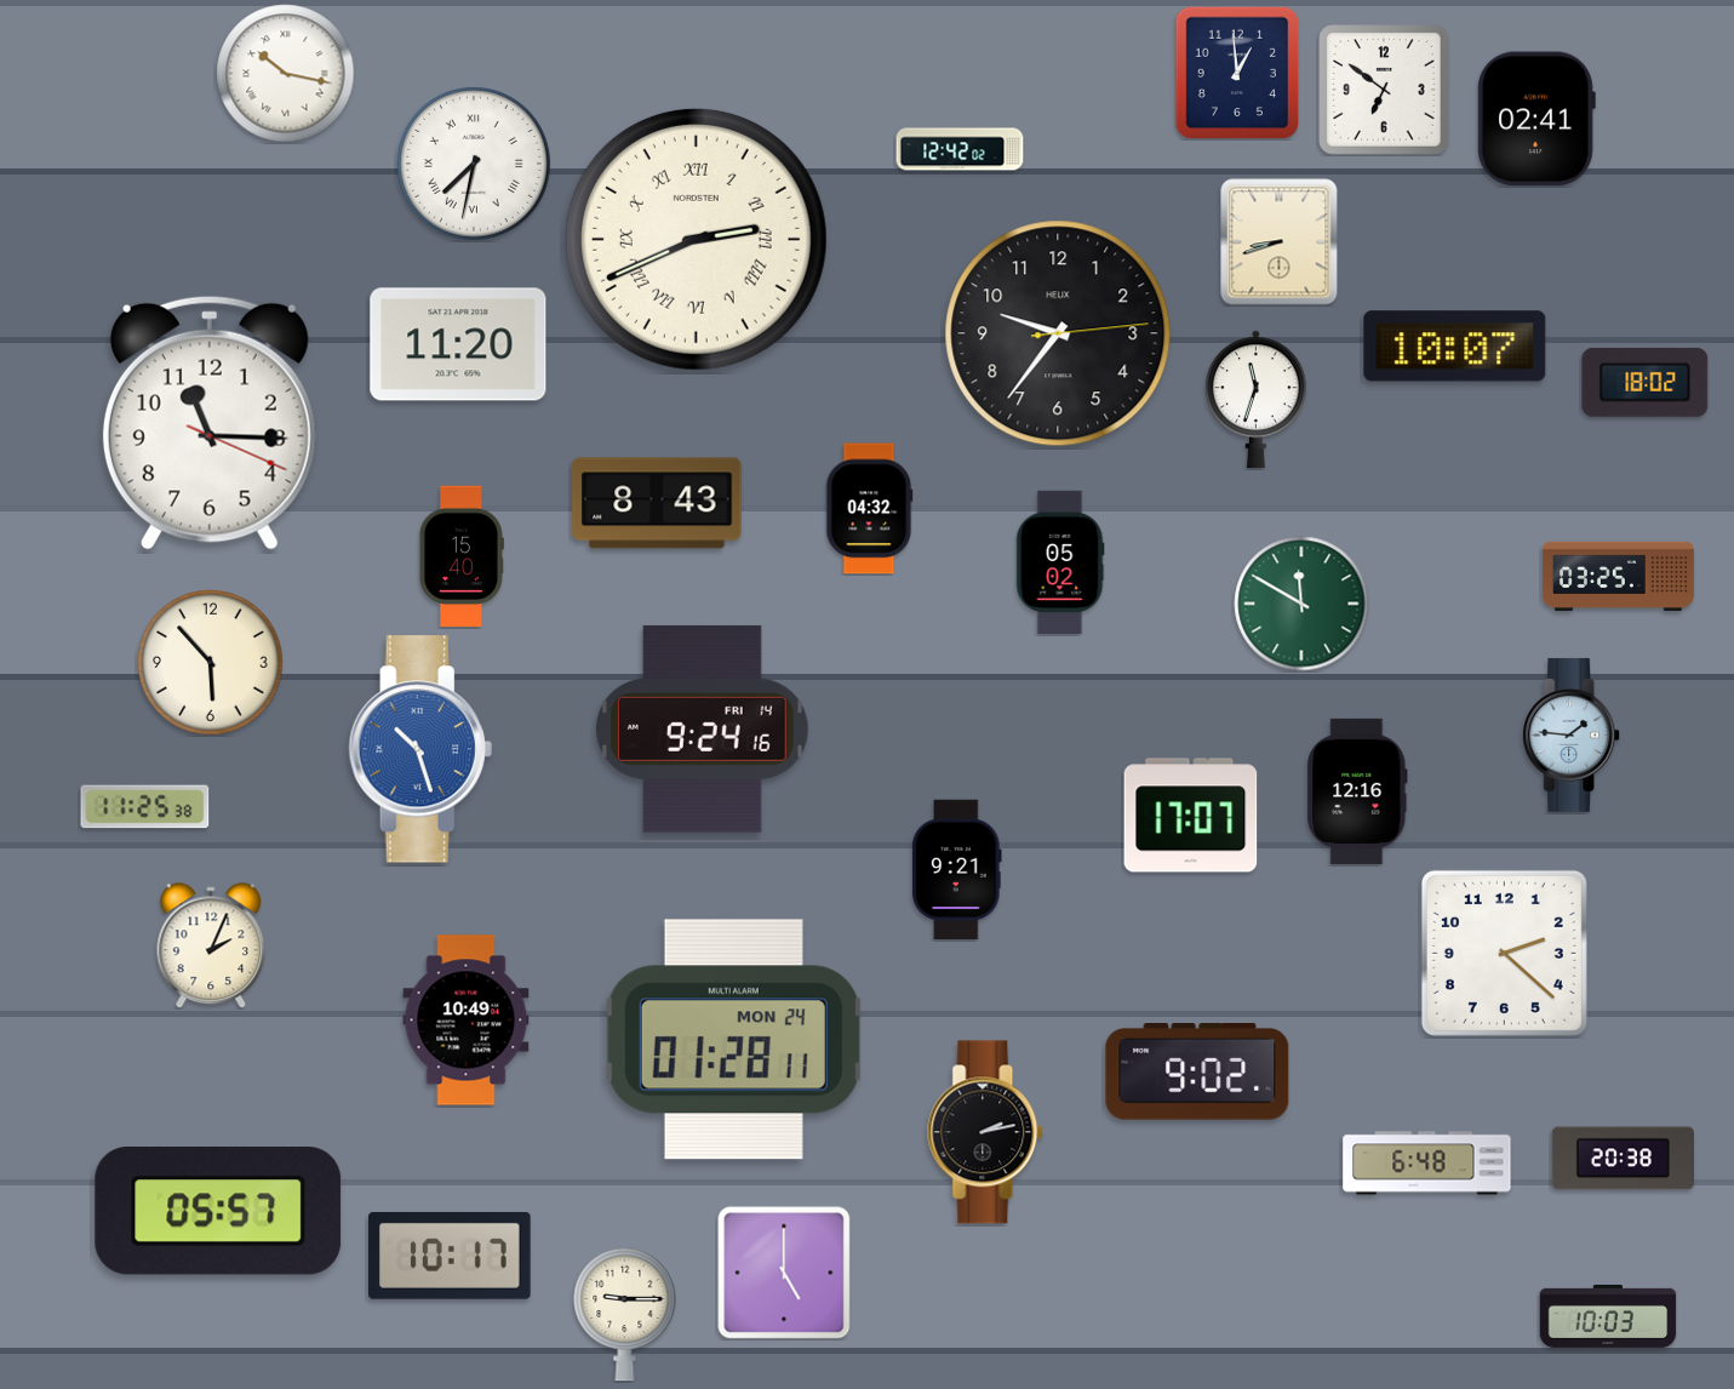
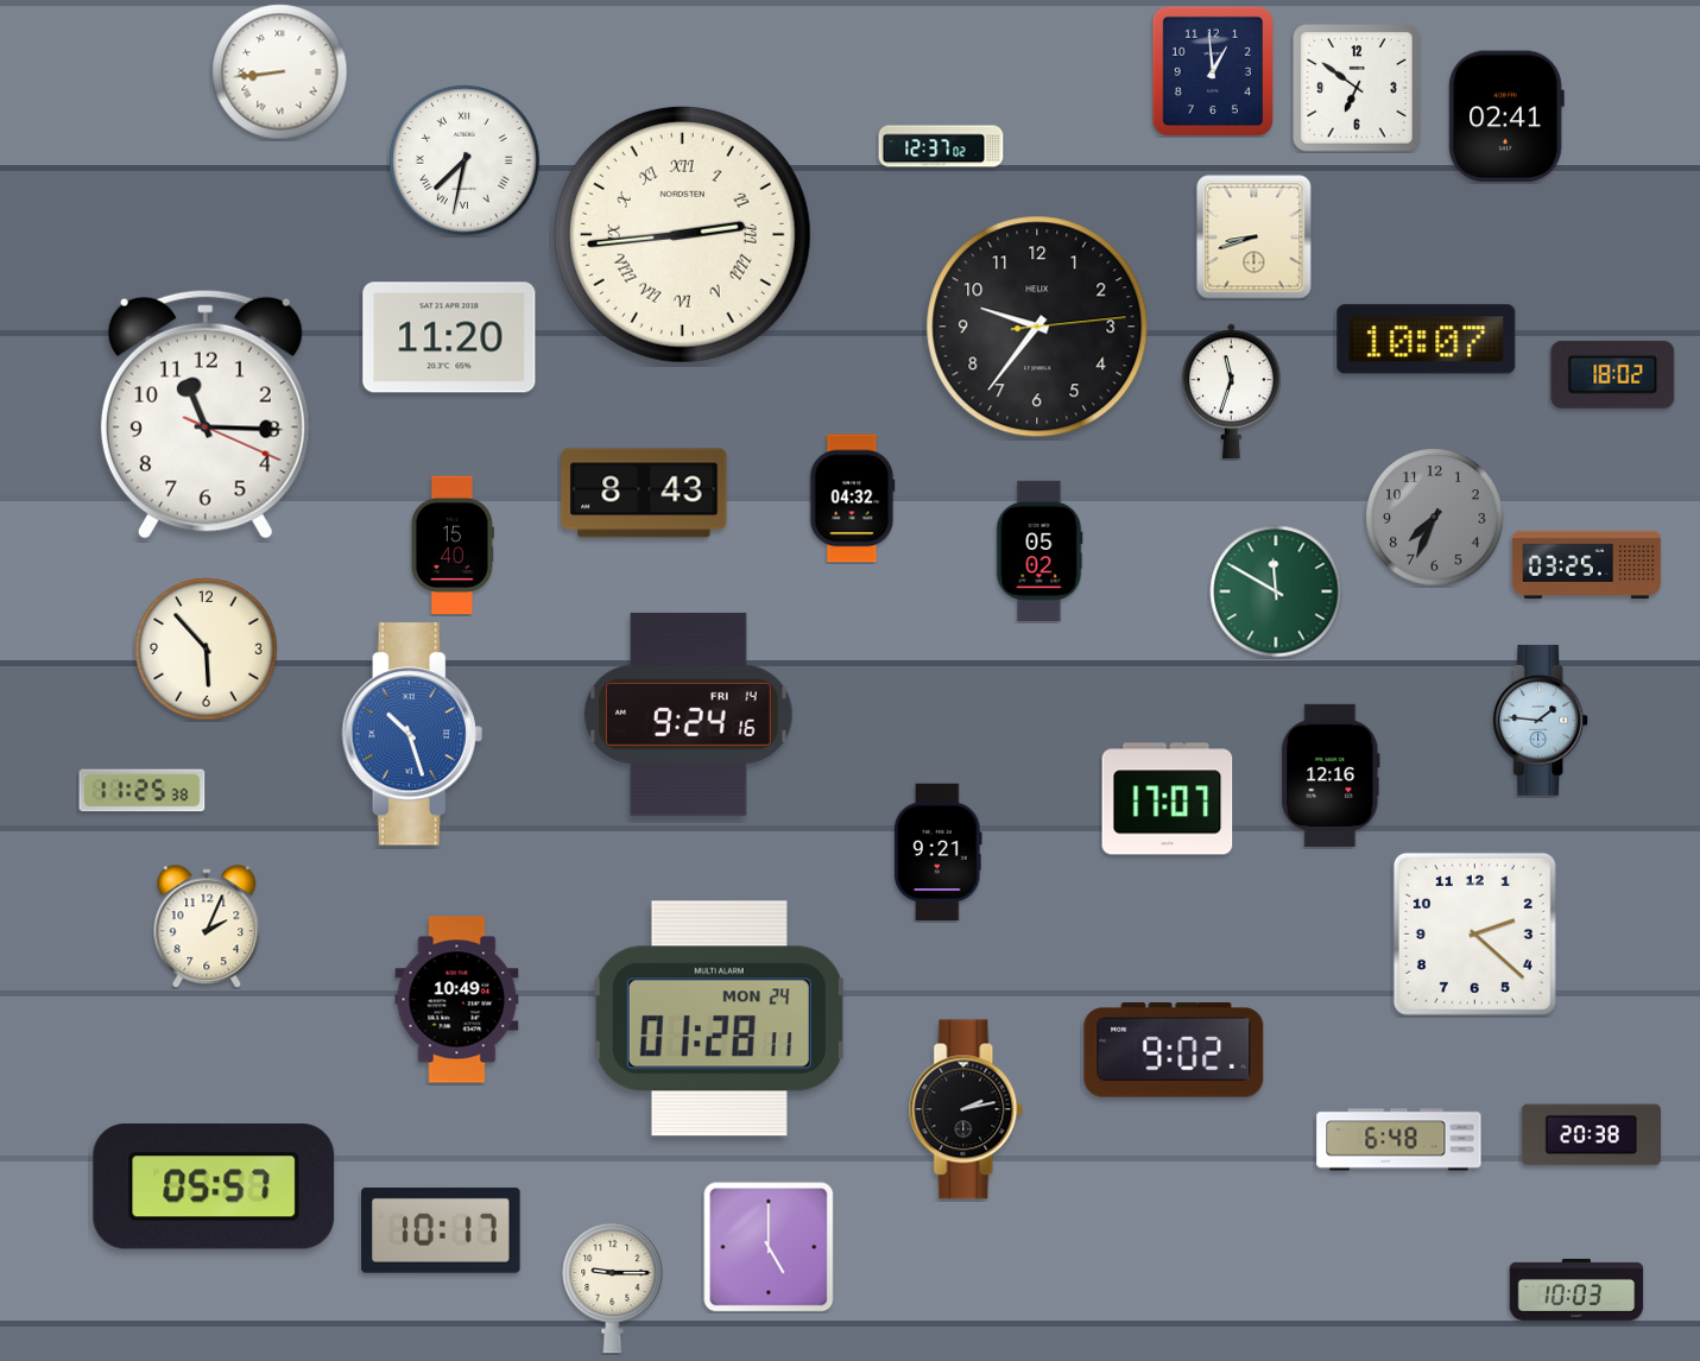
clock at (286, 74): 10:17 -> 8:44
clock at (960, 149): 12:42 -> 12:37
clock at (696, 239): 2:41 -> 2:44
clock at (1435, 518): none -> 7:34
